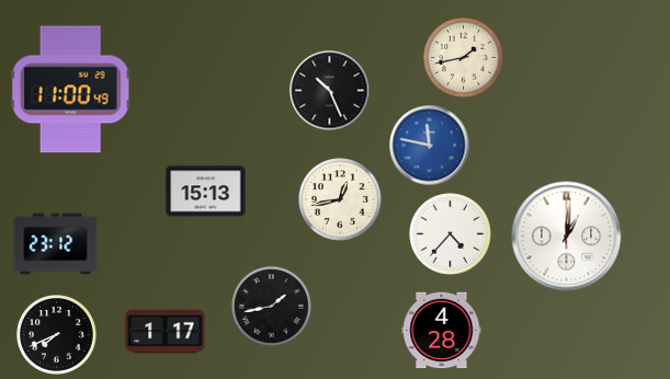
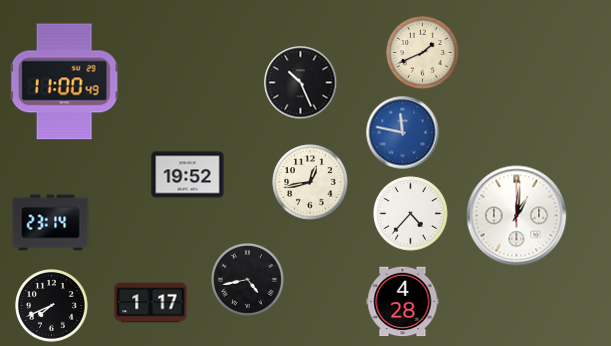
clock at (464, 58): 1:43 -> 1:41
clock at (430, 146) position: (430, 146) -> (403, 133)
clock at (206, 192): 15:13 -> 19:52
clock at (56, 244): 23:12 -> 23:14
clock at (272, 307): 1:43 -> 4:43
